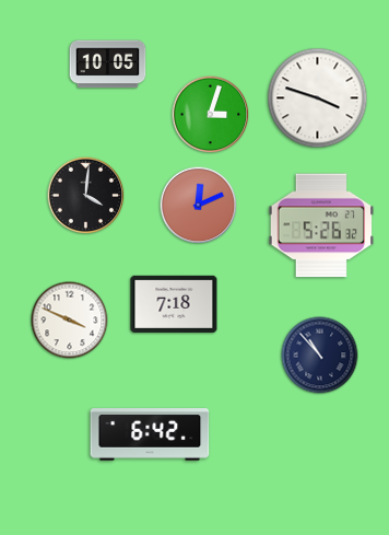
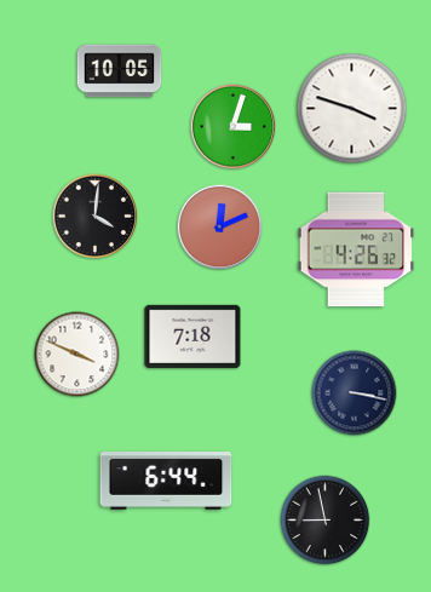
clock at (321, 225): 5:26 -> 4:26
clock at (320, 356): 10:53 -> 3:17
clock at (150, 434): 6:42 -> 6:44
clock at (326, 521): none -> 8:58
